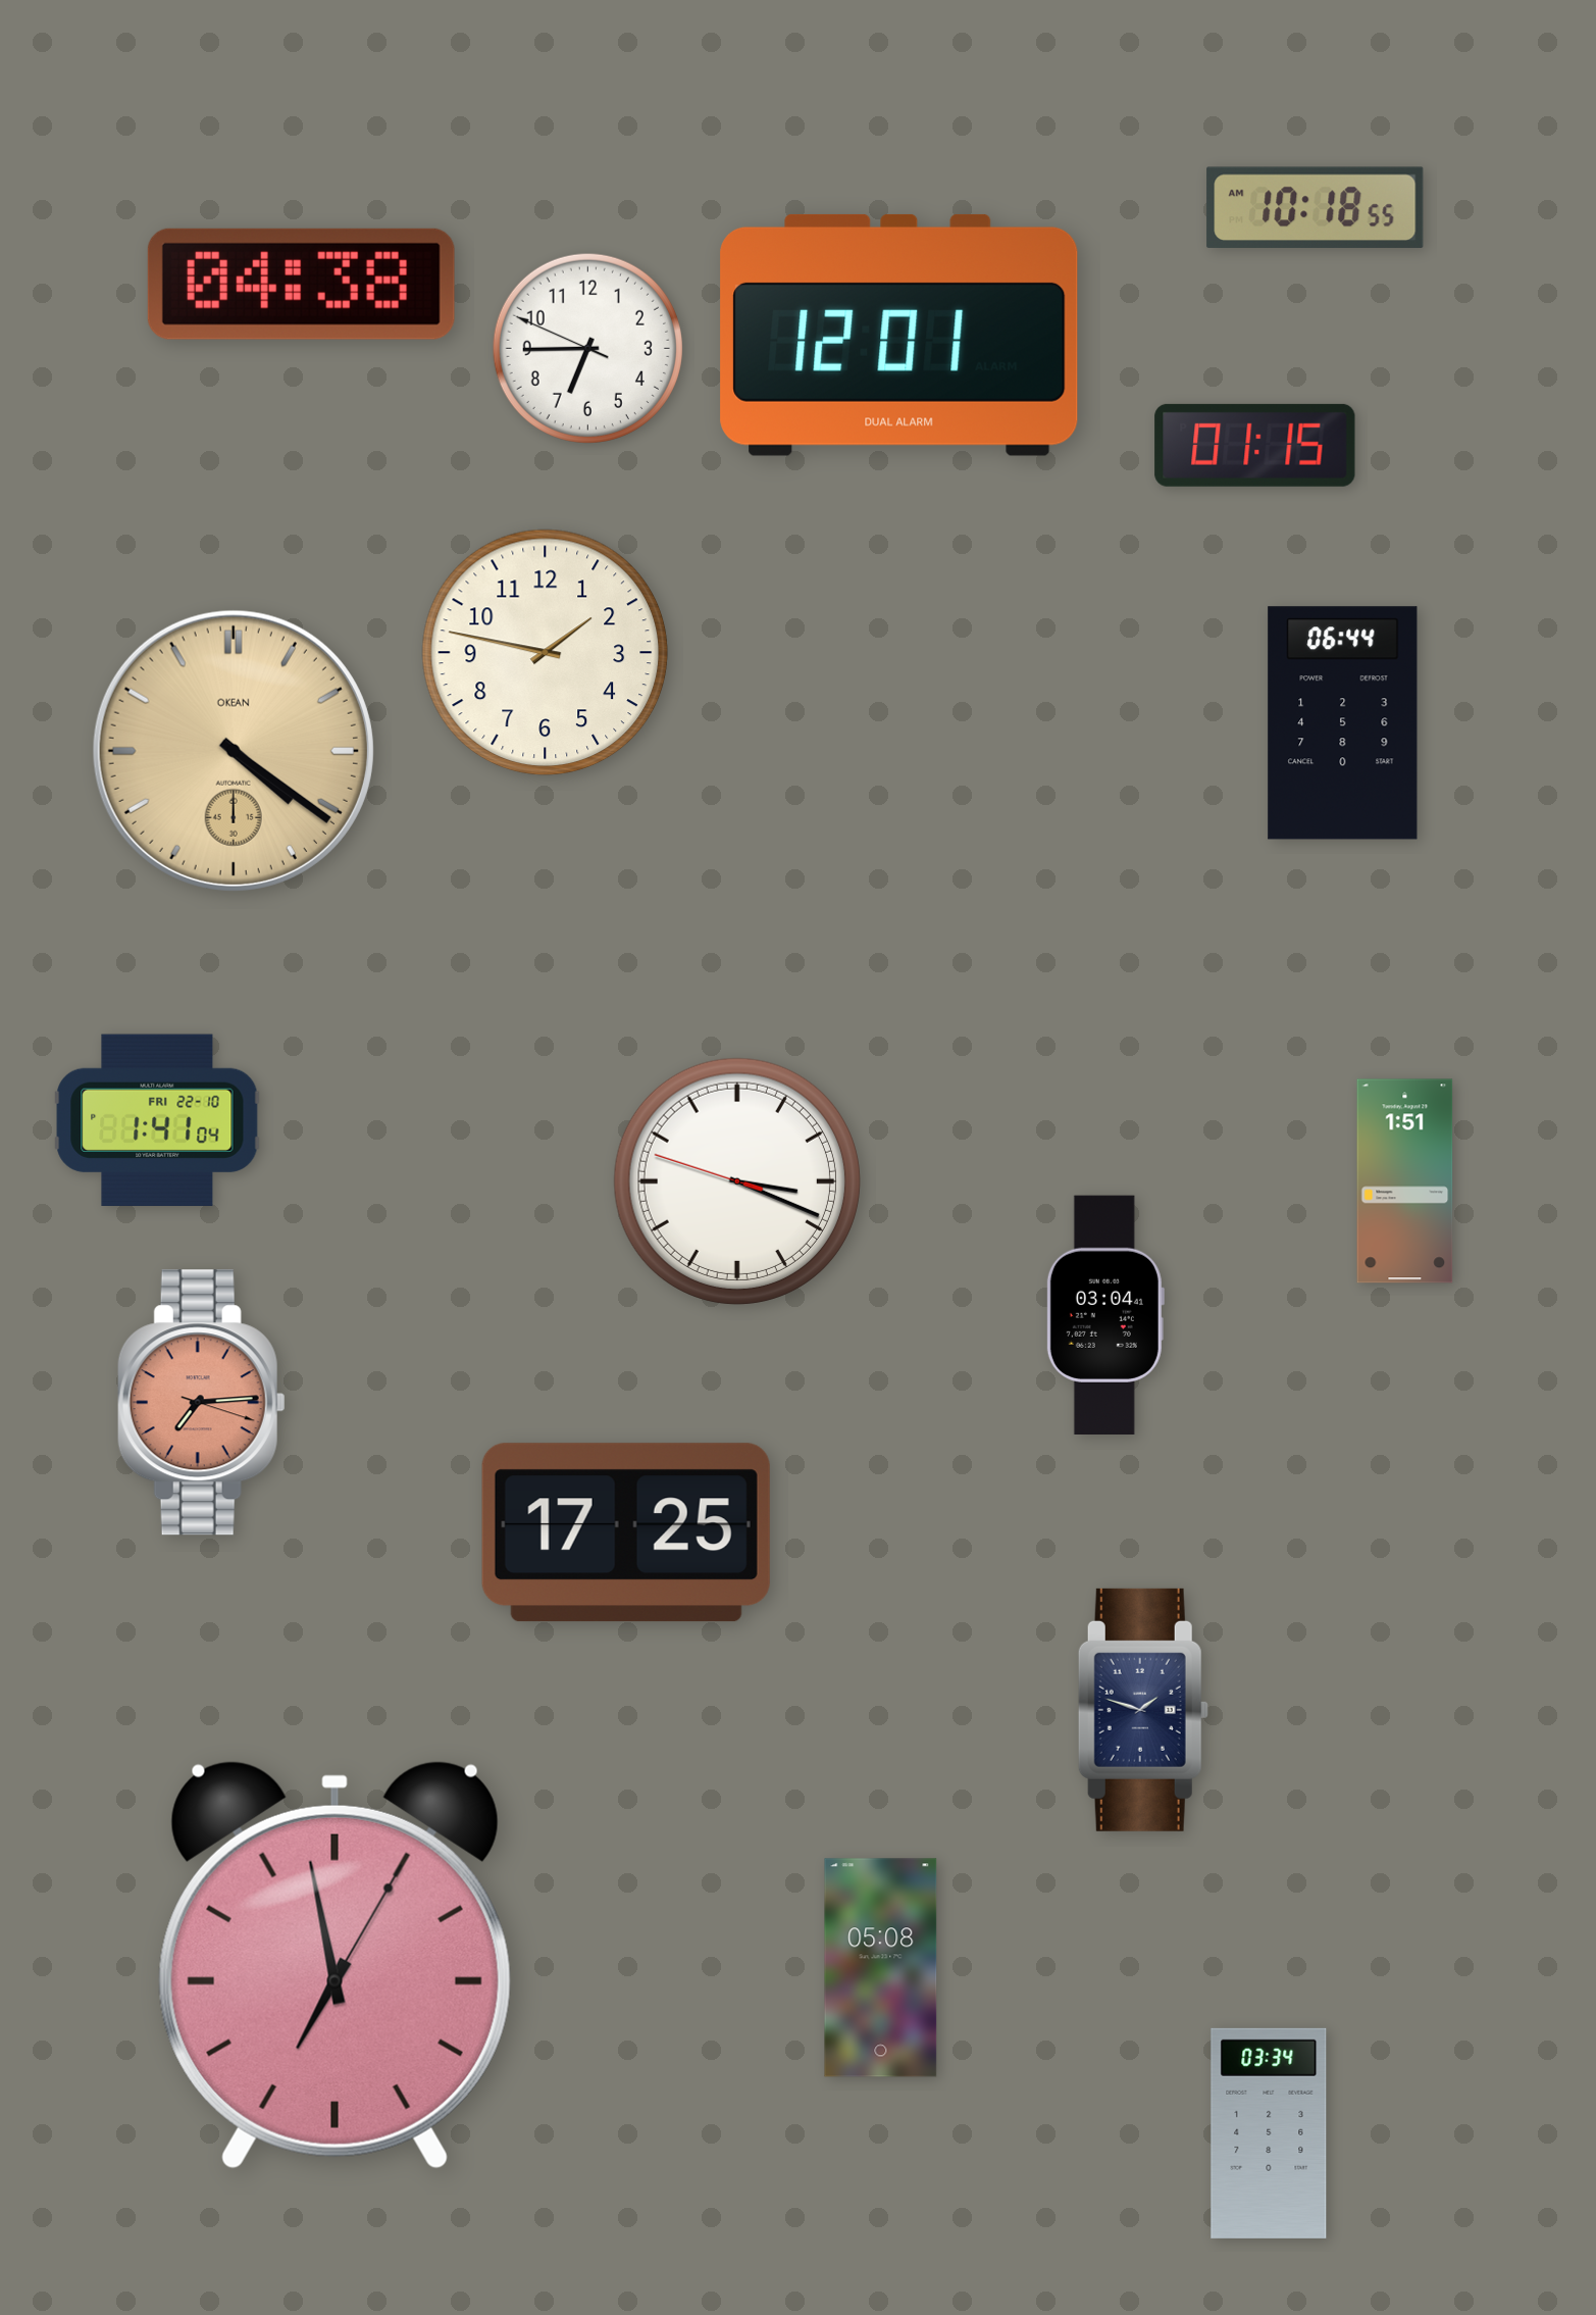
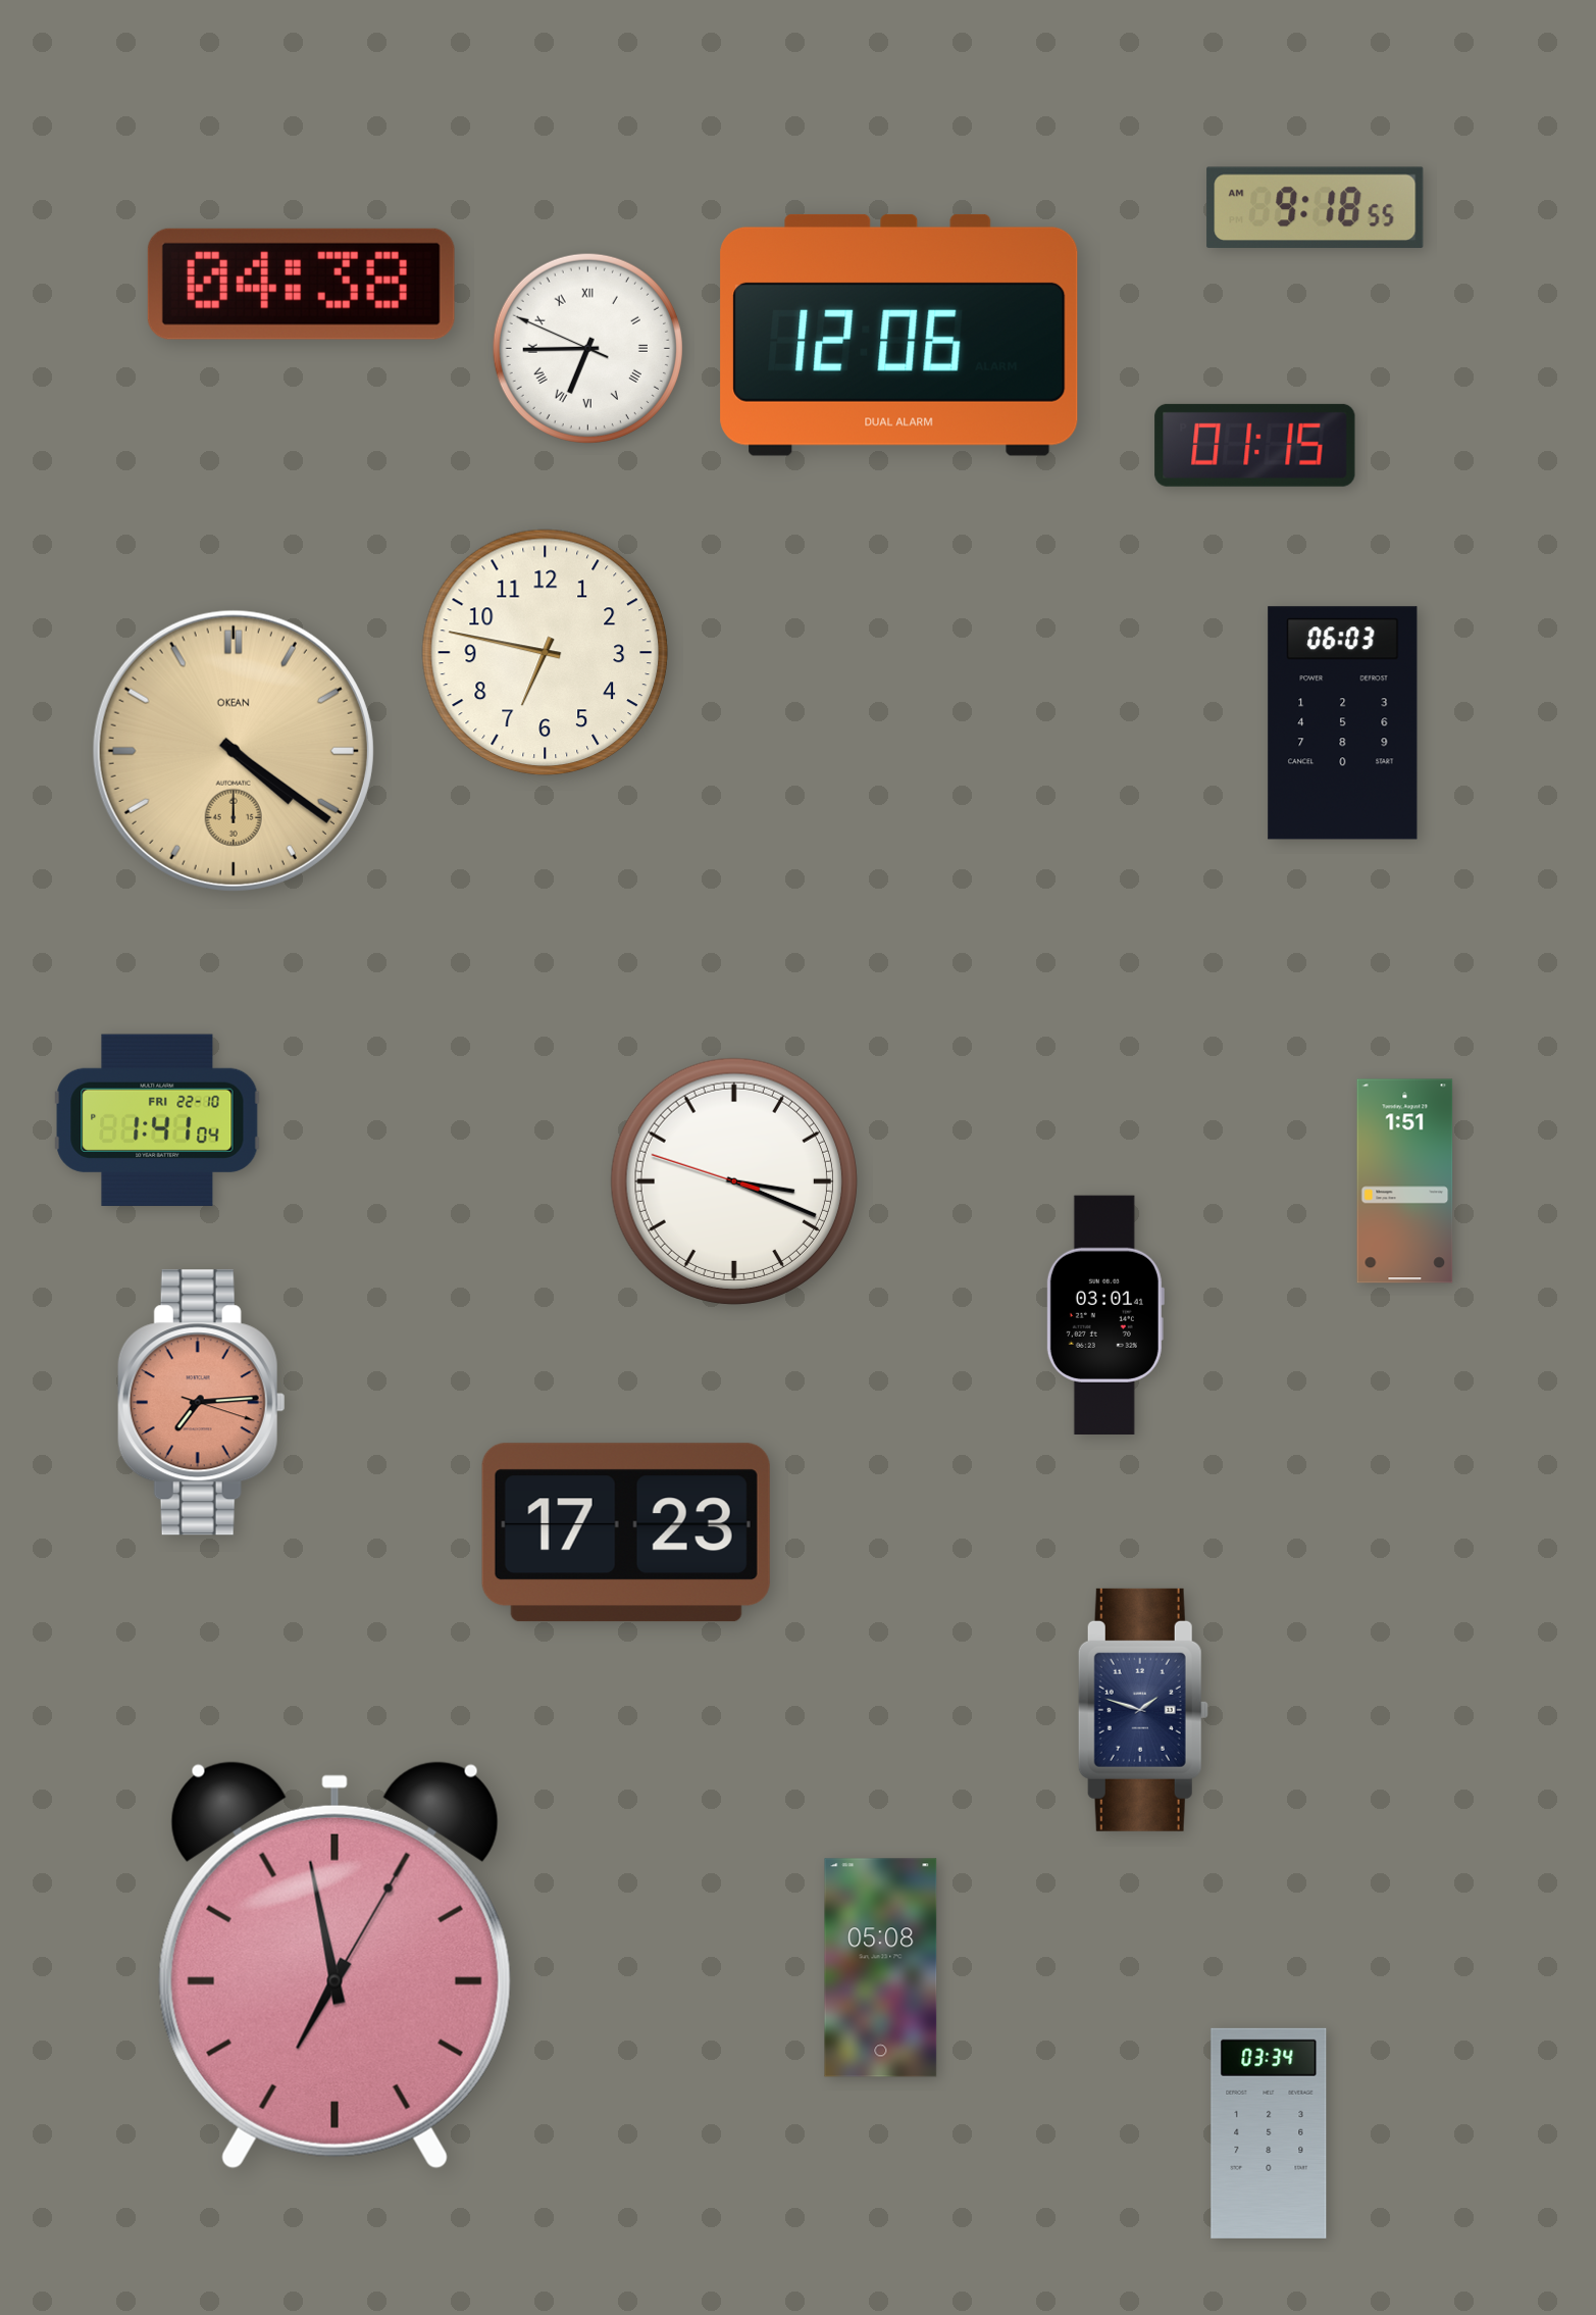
clock at (1316, 207): 10:18 -> 9:18
clock at (899, 335): 12:01 -> 12:06
clock at (587, 348) numerals: Arabic -> Roman
clock at (546, 653): 1:47 -> 6:47
clock at (1343, 723): 06:44 -> 06:03
clock at (737, 1181) position: (737, 1181) -> (734, 1181)
clock at (1104, 1314): 03:04 -> 03:01
clock at (626, 1532): 17:25 -> 17:23
